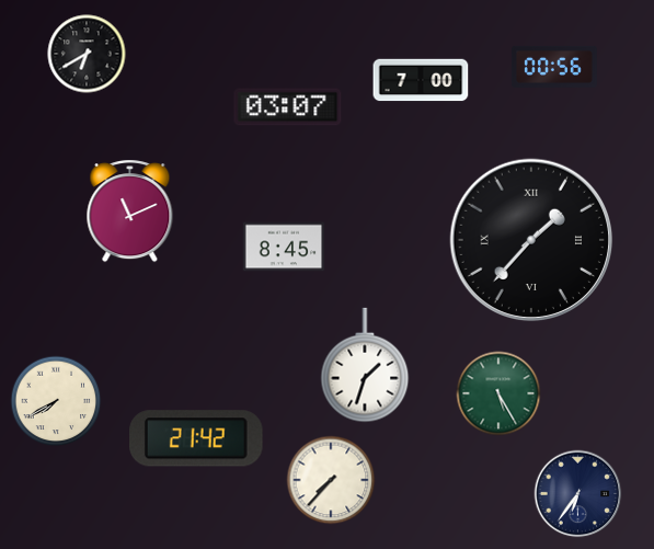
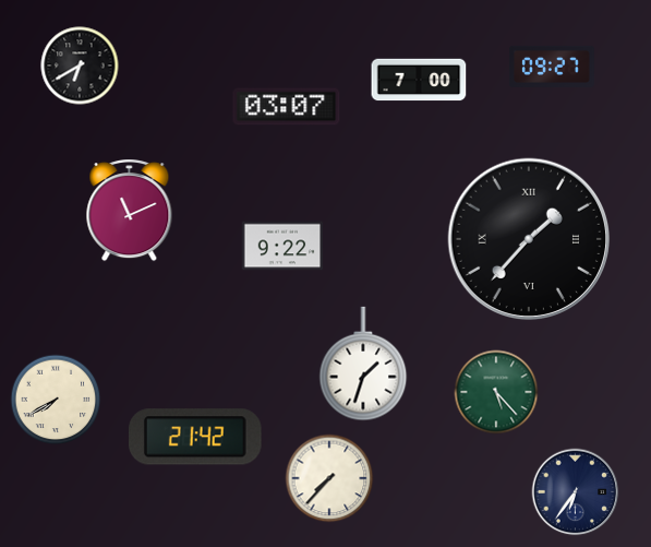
clock at (87, 54) position: (87, 54) -> (80, 66)
clock at (554, 67): 00:56 -> 09:27
clock at (284, 247): 8:45 -> 9:22
clock at (498, 393): 5:25 -> 5:23
